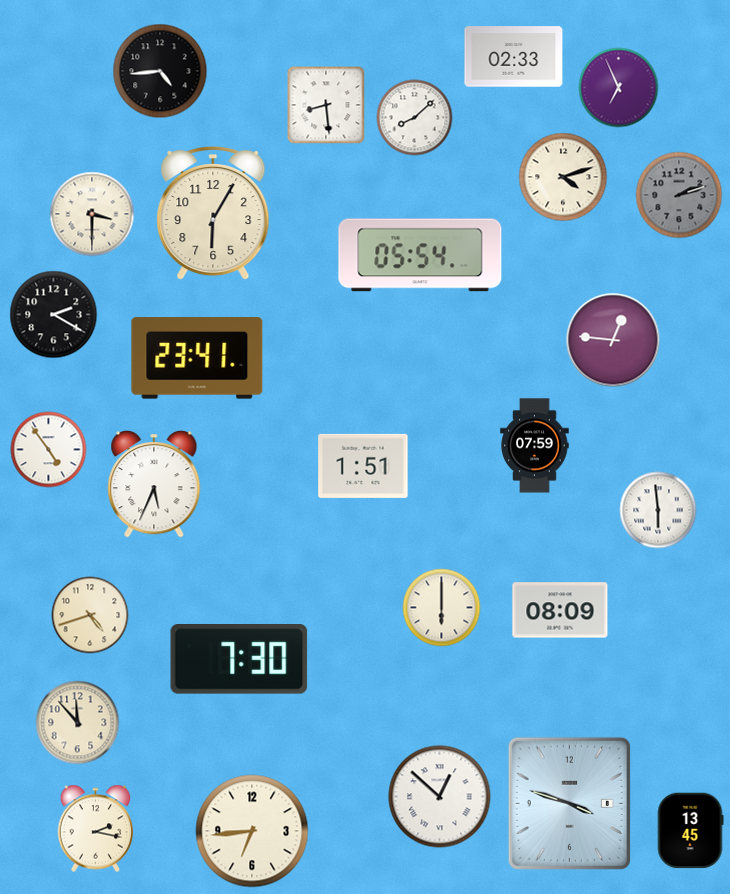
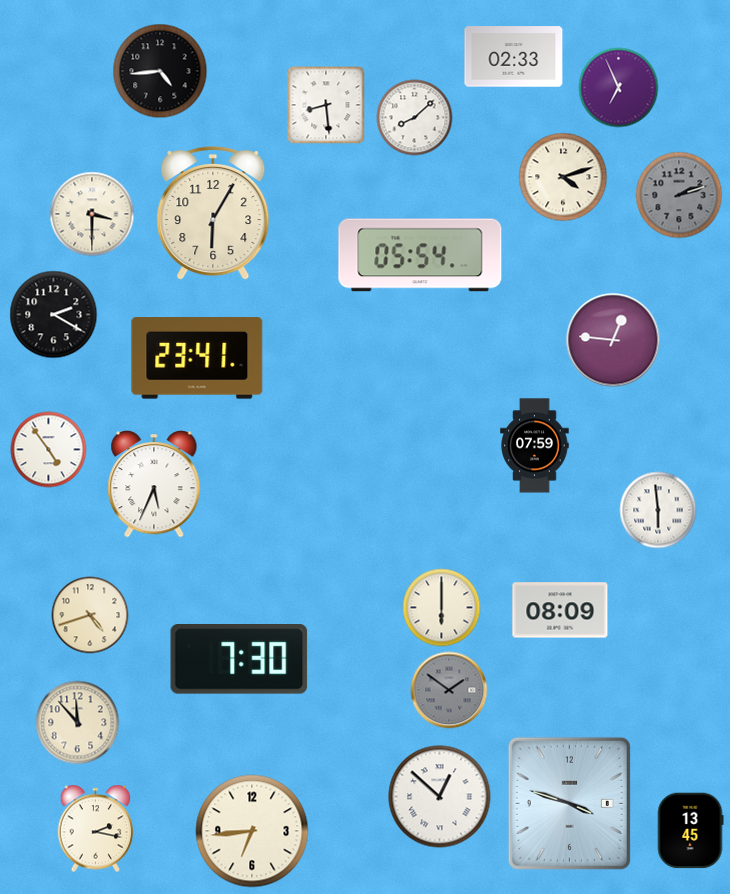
clock at (363, 466): 1:51 -> none
clock at (449, 690): none -> 1:51
